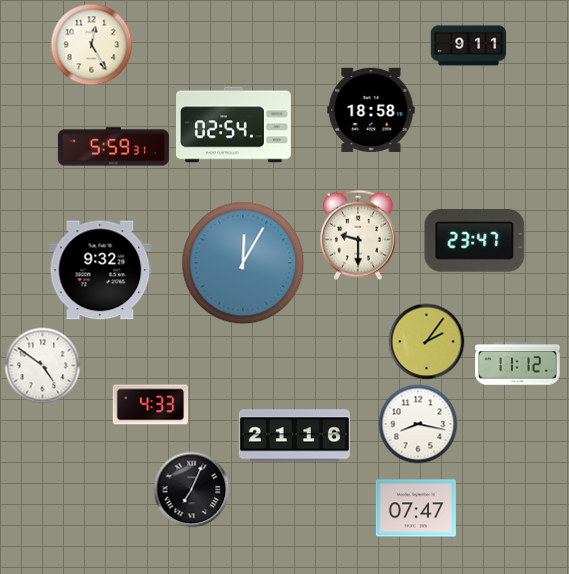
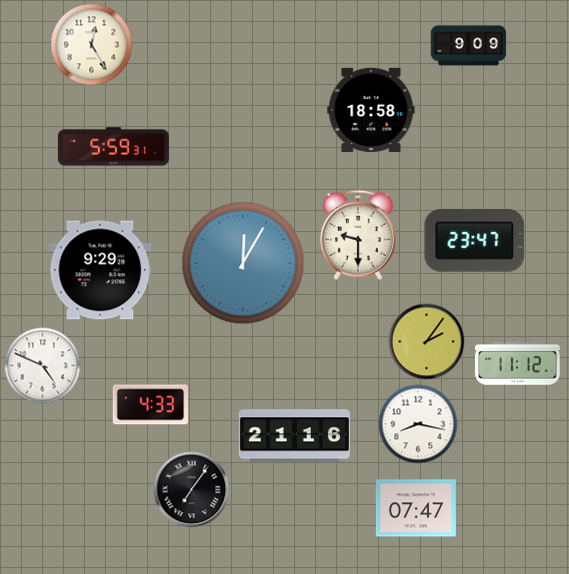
clock at (469, 46): 9:11 -> 9:09
clock at (234, 125): 02:54 -> none
clock at (100, 270): 9:32 -> 9:29
clock at (43, 366): 4:51 -> 4:49
clock at (192, 490): 7:04 -> 7:06
